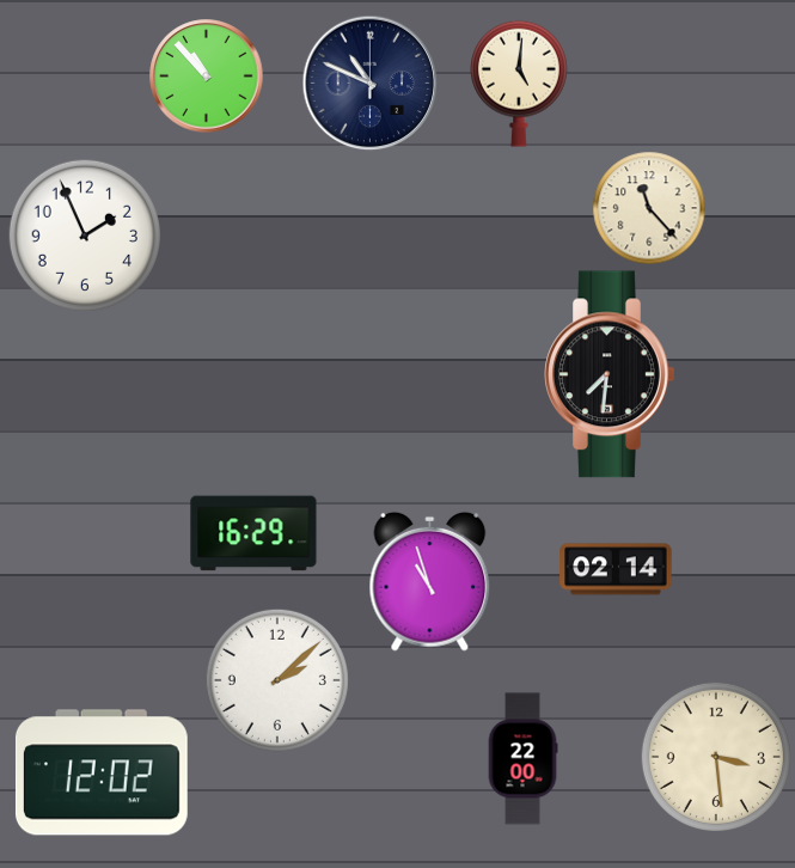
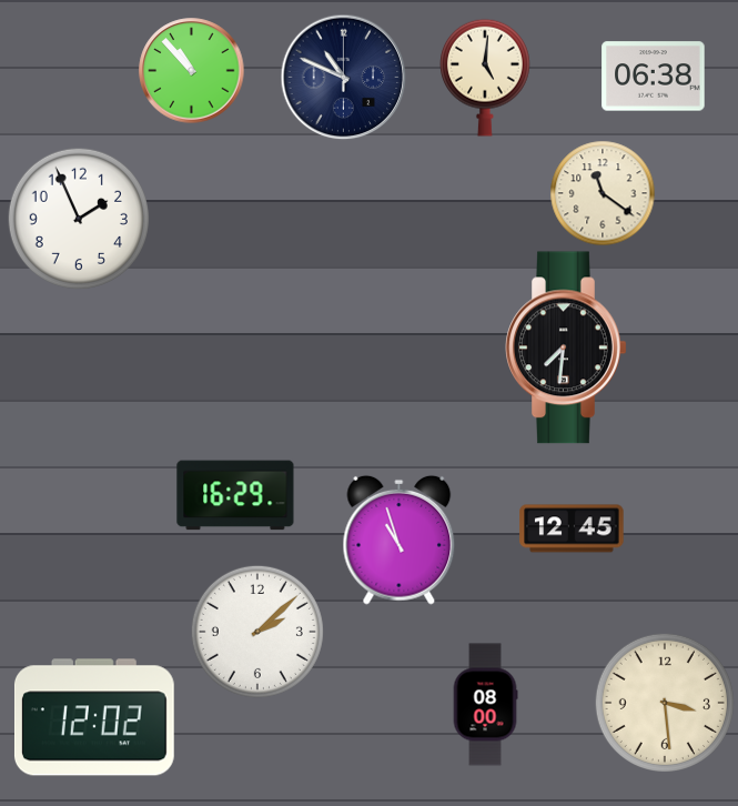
clock at (654, 77): none -> 06:38
clock at (520, 84) position: (520, 84) -> (486, 78)
clock at (649, 208): 11:23 -> 11:21
clock at (616, 569): 02:14 -> 12:45
clock at (522, 759): 22:00 -> 08:00
